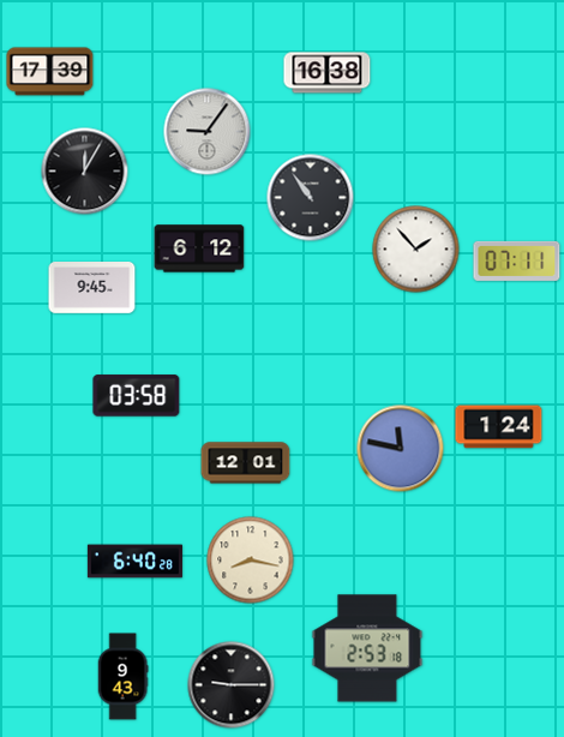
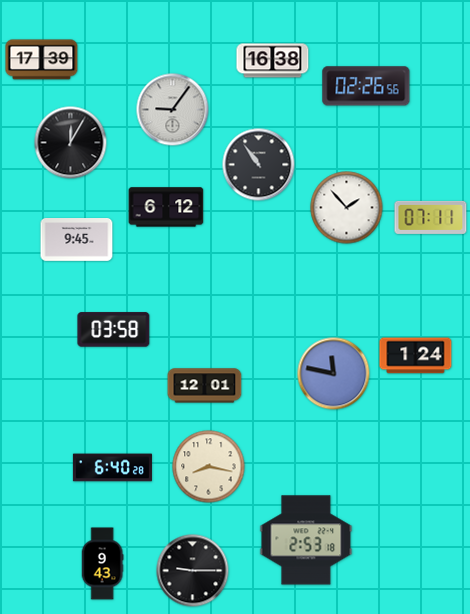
clock at (366, 86): none -> 02:26
